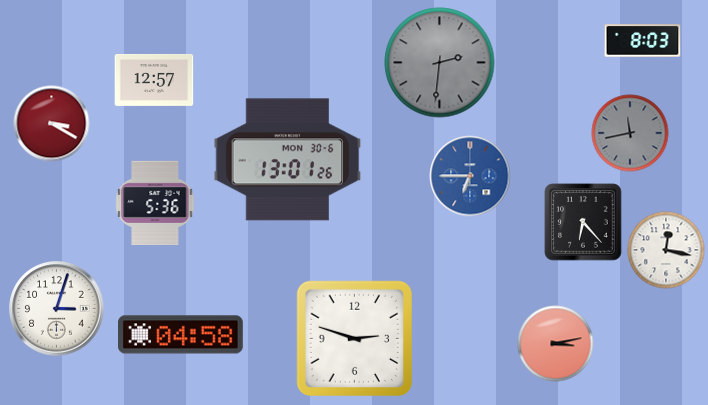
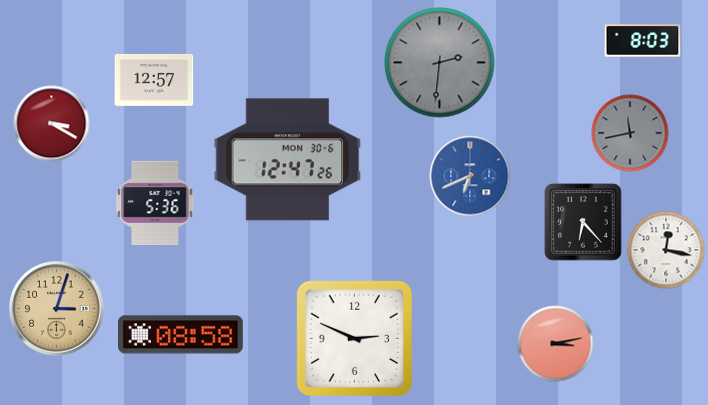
clock at (288, 160): 13:01 -> 12:47
clock at (470, 176): 6:45 -> 6:41
clock at (57, 309) dial: white -> champagne
clock at (181, 335): 04:58 -> 08:58
clock at (355, 339): 2:48 -> 2:49
